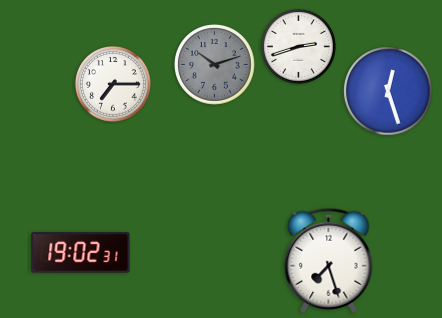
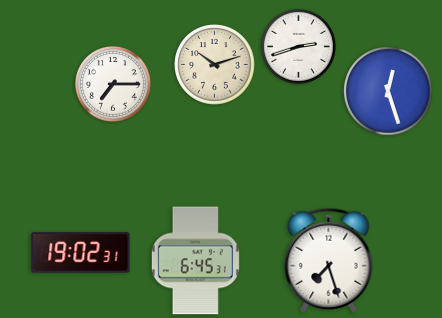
clock at (215, 65) dial: grey -> cream
clock at (195, 261): none -> 6:45
